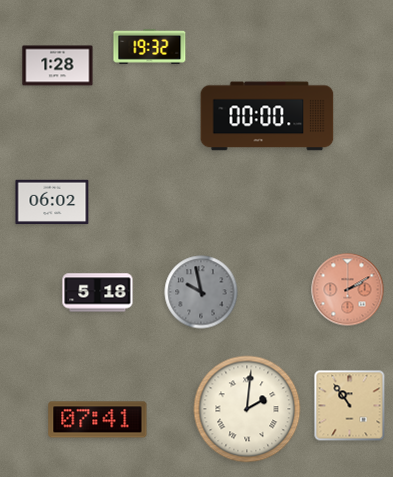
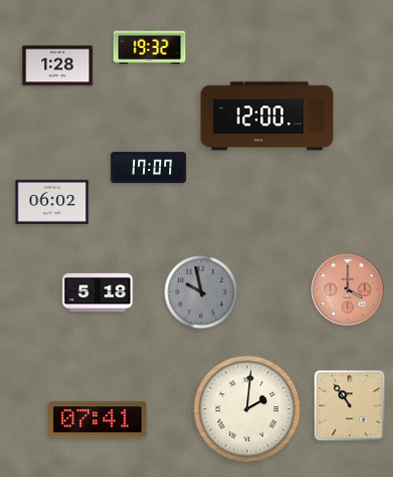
clock at (267, 116): 00:00 -> 12:00
clock at (149, 168): none -> 17:07
clock at (348, 290): 2:10 -> 4:00
